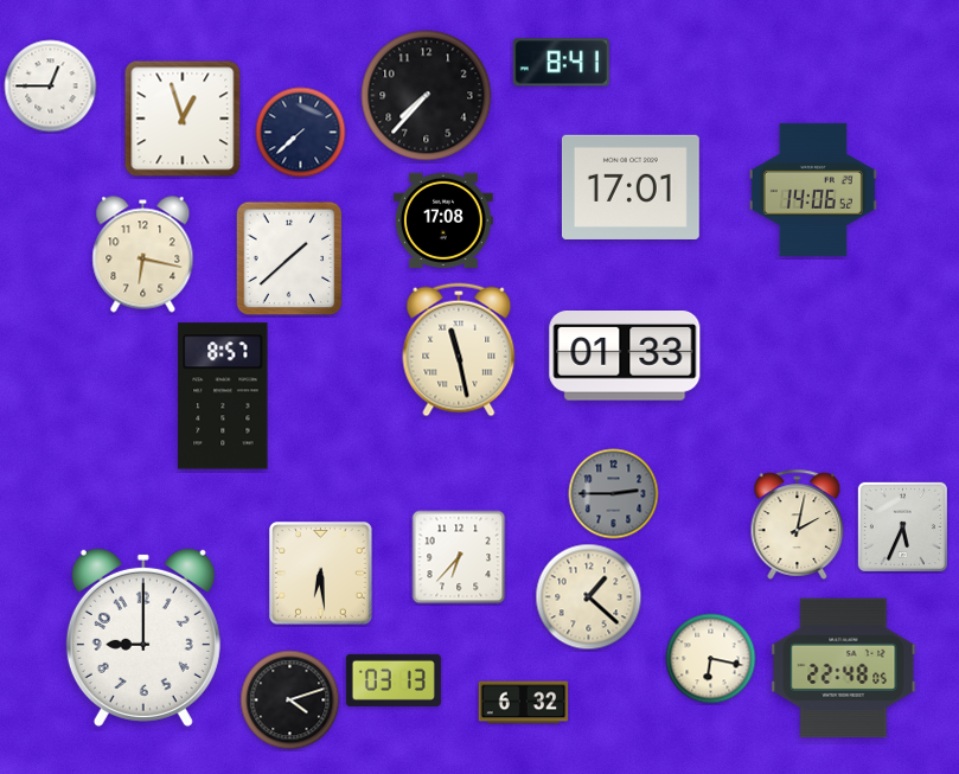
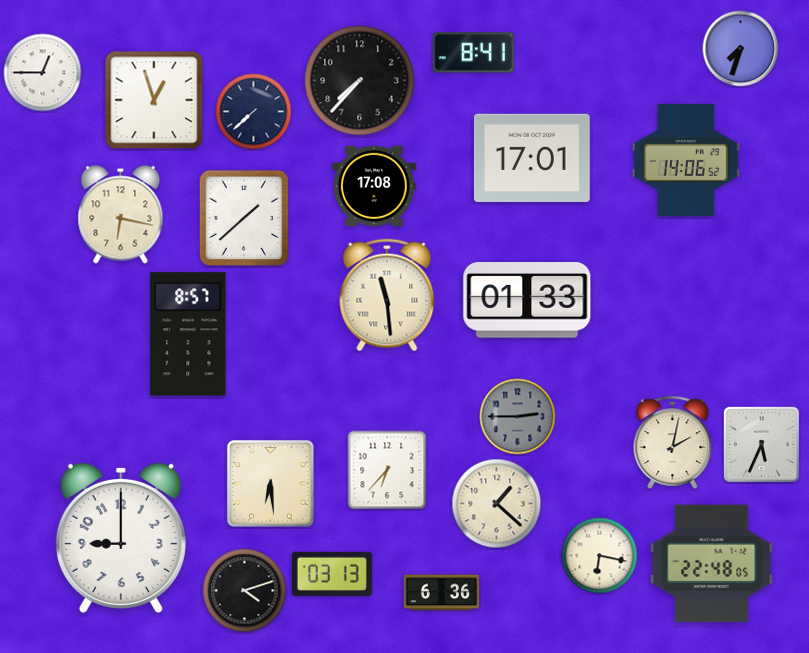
clock at (741, 49): none -> 7:33
clock at (459, 350): 11:28 -> 11:29
clock at (524, 703): 6:32 -> 6:36
